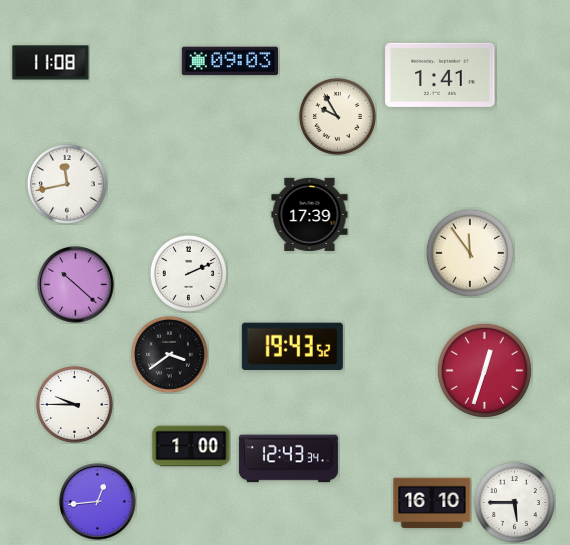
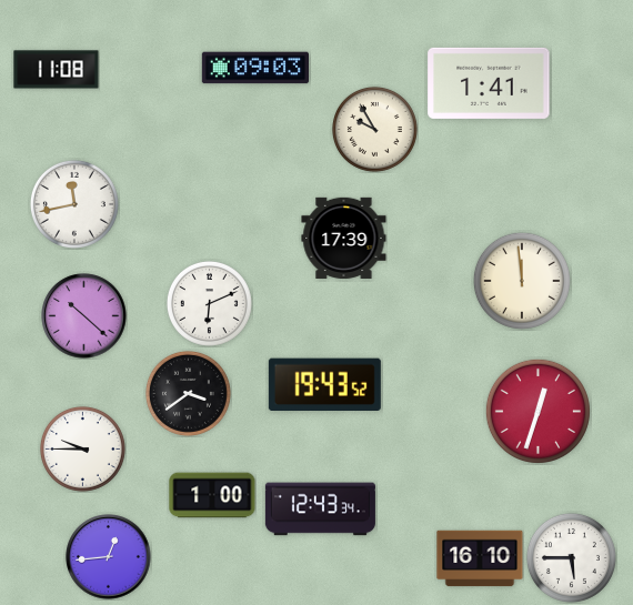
clock at (470, 253): 11:54 -> 11:59
clock at (188, 273): 2:11 -> 6:11
